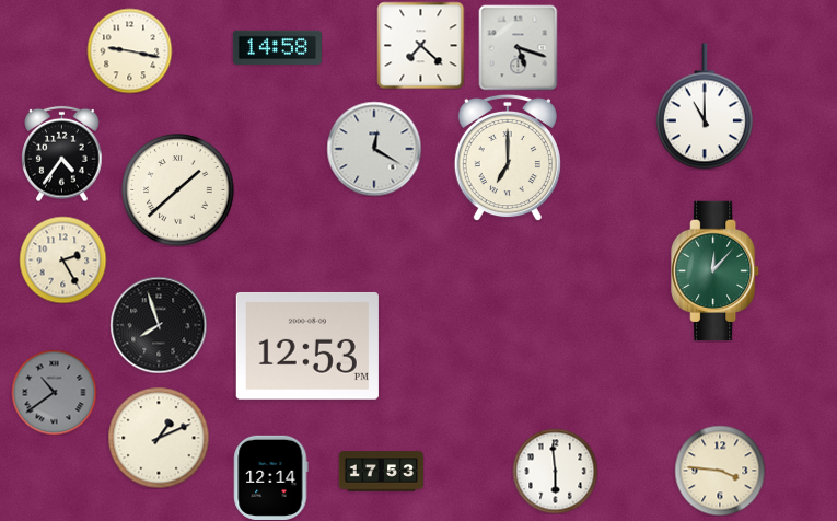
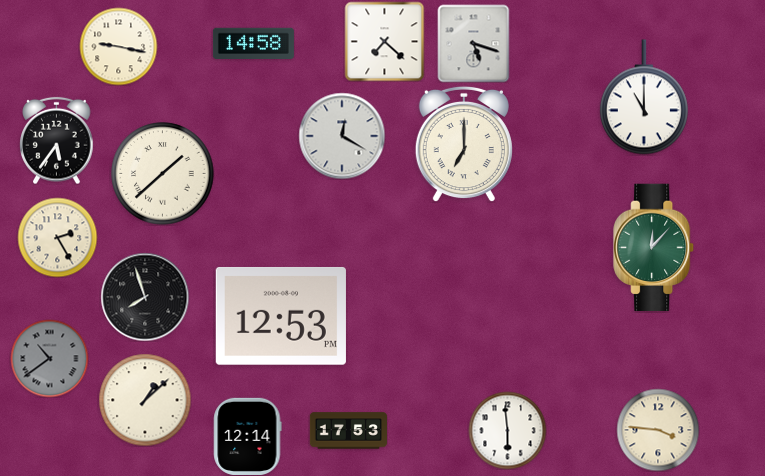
clock at (62, 153): 4:36 -> 5:36
clock at (159, 438): 1:11 -> 1:08
